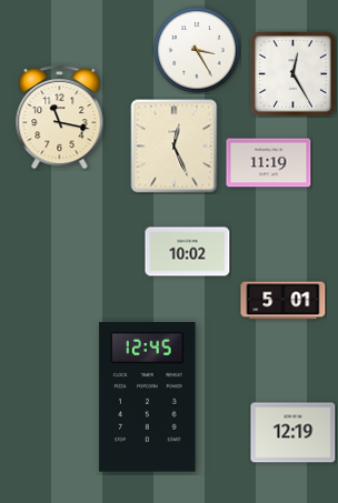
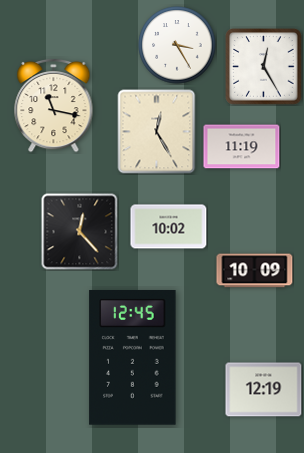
clock at (175, 147): 12:26 -> 12:25
clock at (80, 232): none -> 12:23
clock at (284, 301): 5:01 -> 10:09
